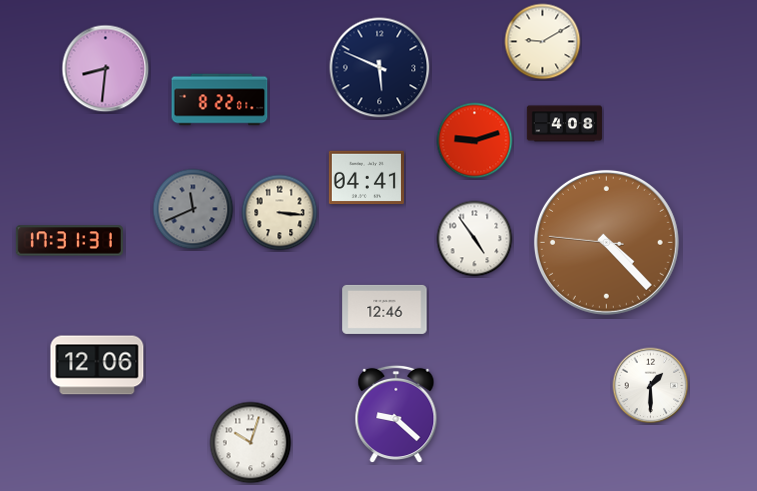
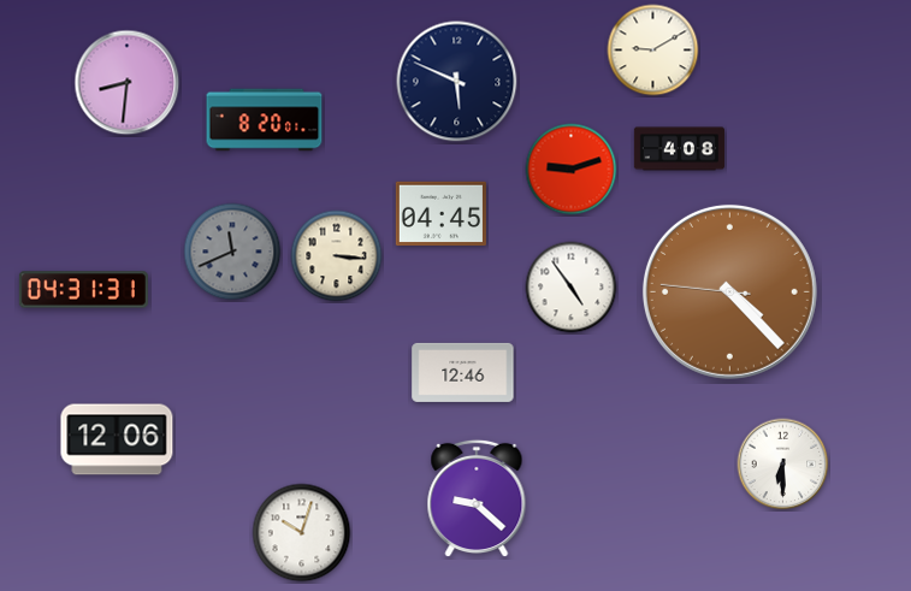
clock at (220, 100): 8:22 -> 8:20
clock at (366, 178): 04:41 -> 04:45
clock at (69, 241): 17:31 -> 04:31
clock at (651, 386): 1:30 -> 6:30
